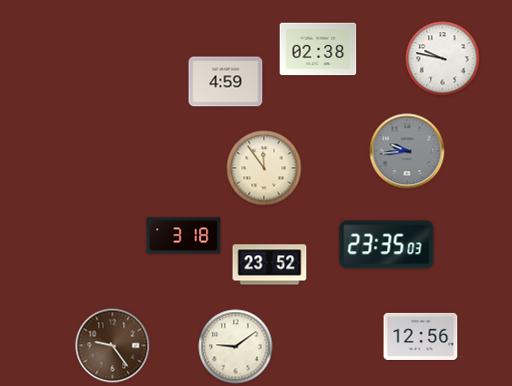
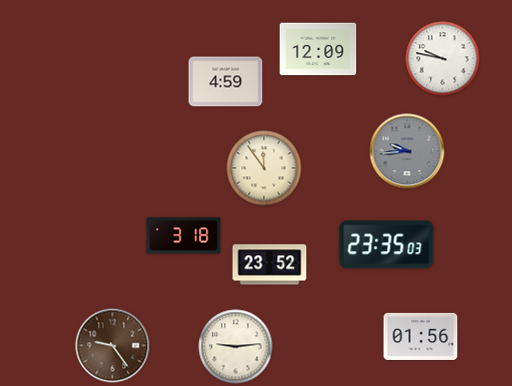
clock at (318, 49): 02:38 -> 12:09
clock at (421, 336): 12:56 -> 01:56
clock at (236, 347): 9:09 -> 9:14
